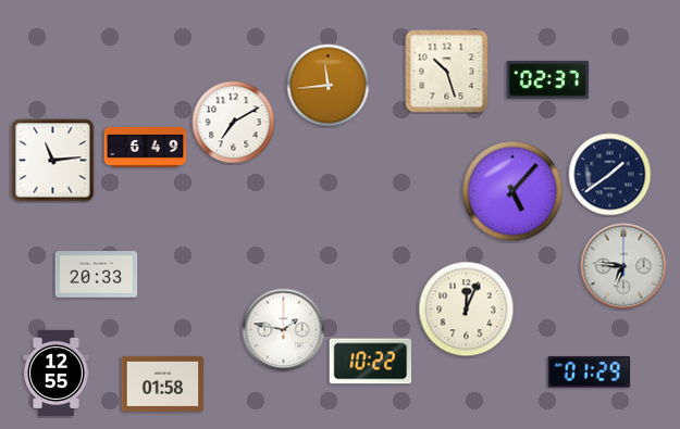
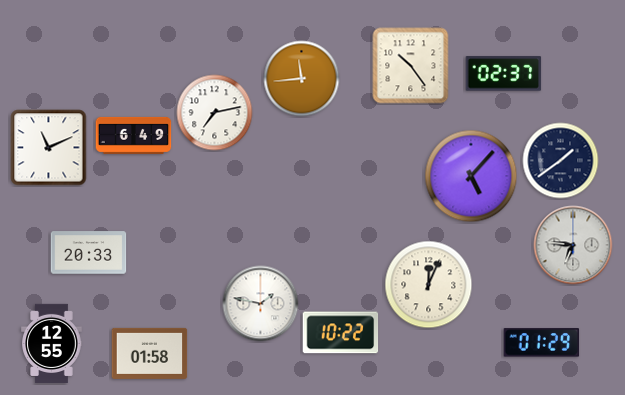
clock at (447, 72): 10:27 -> 10:24
clock at (234, 123): 7:10 -> 7:13
clock at (53, 161): 11:14 -> 11:11
